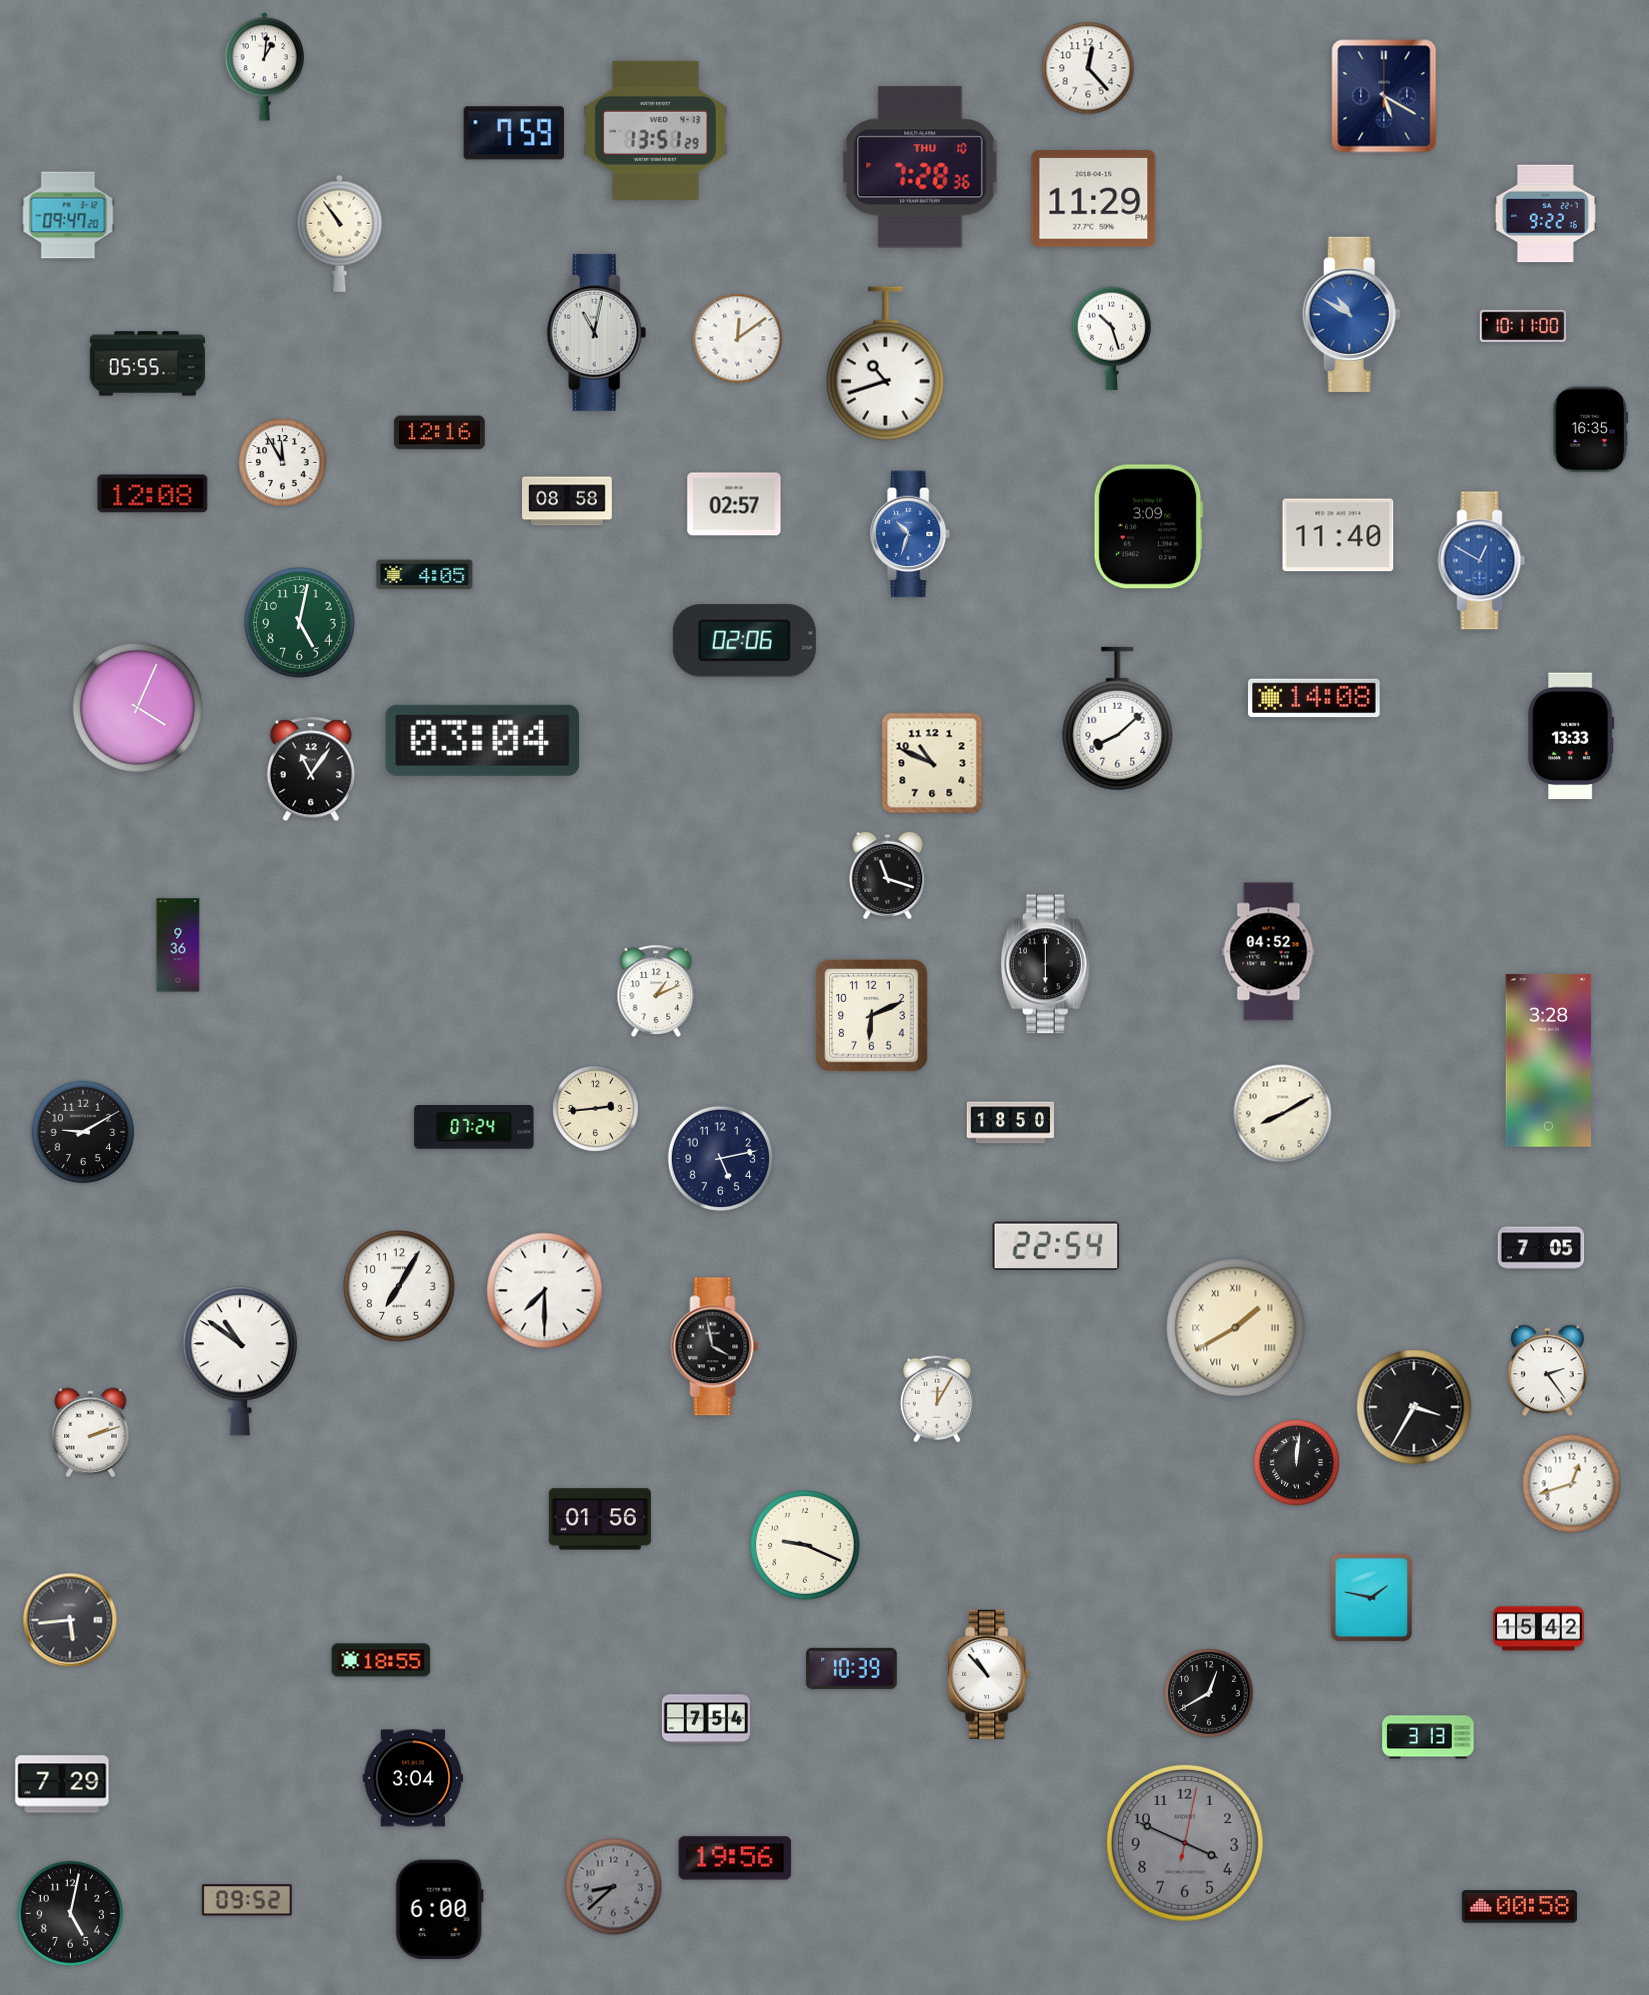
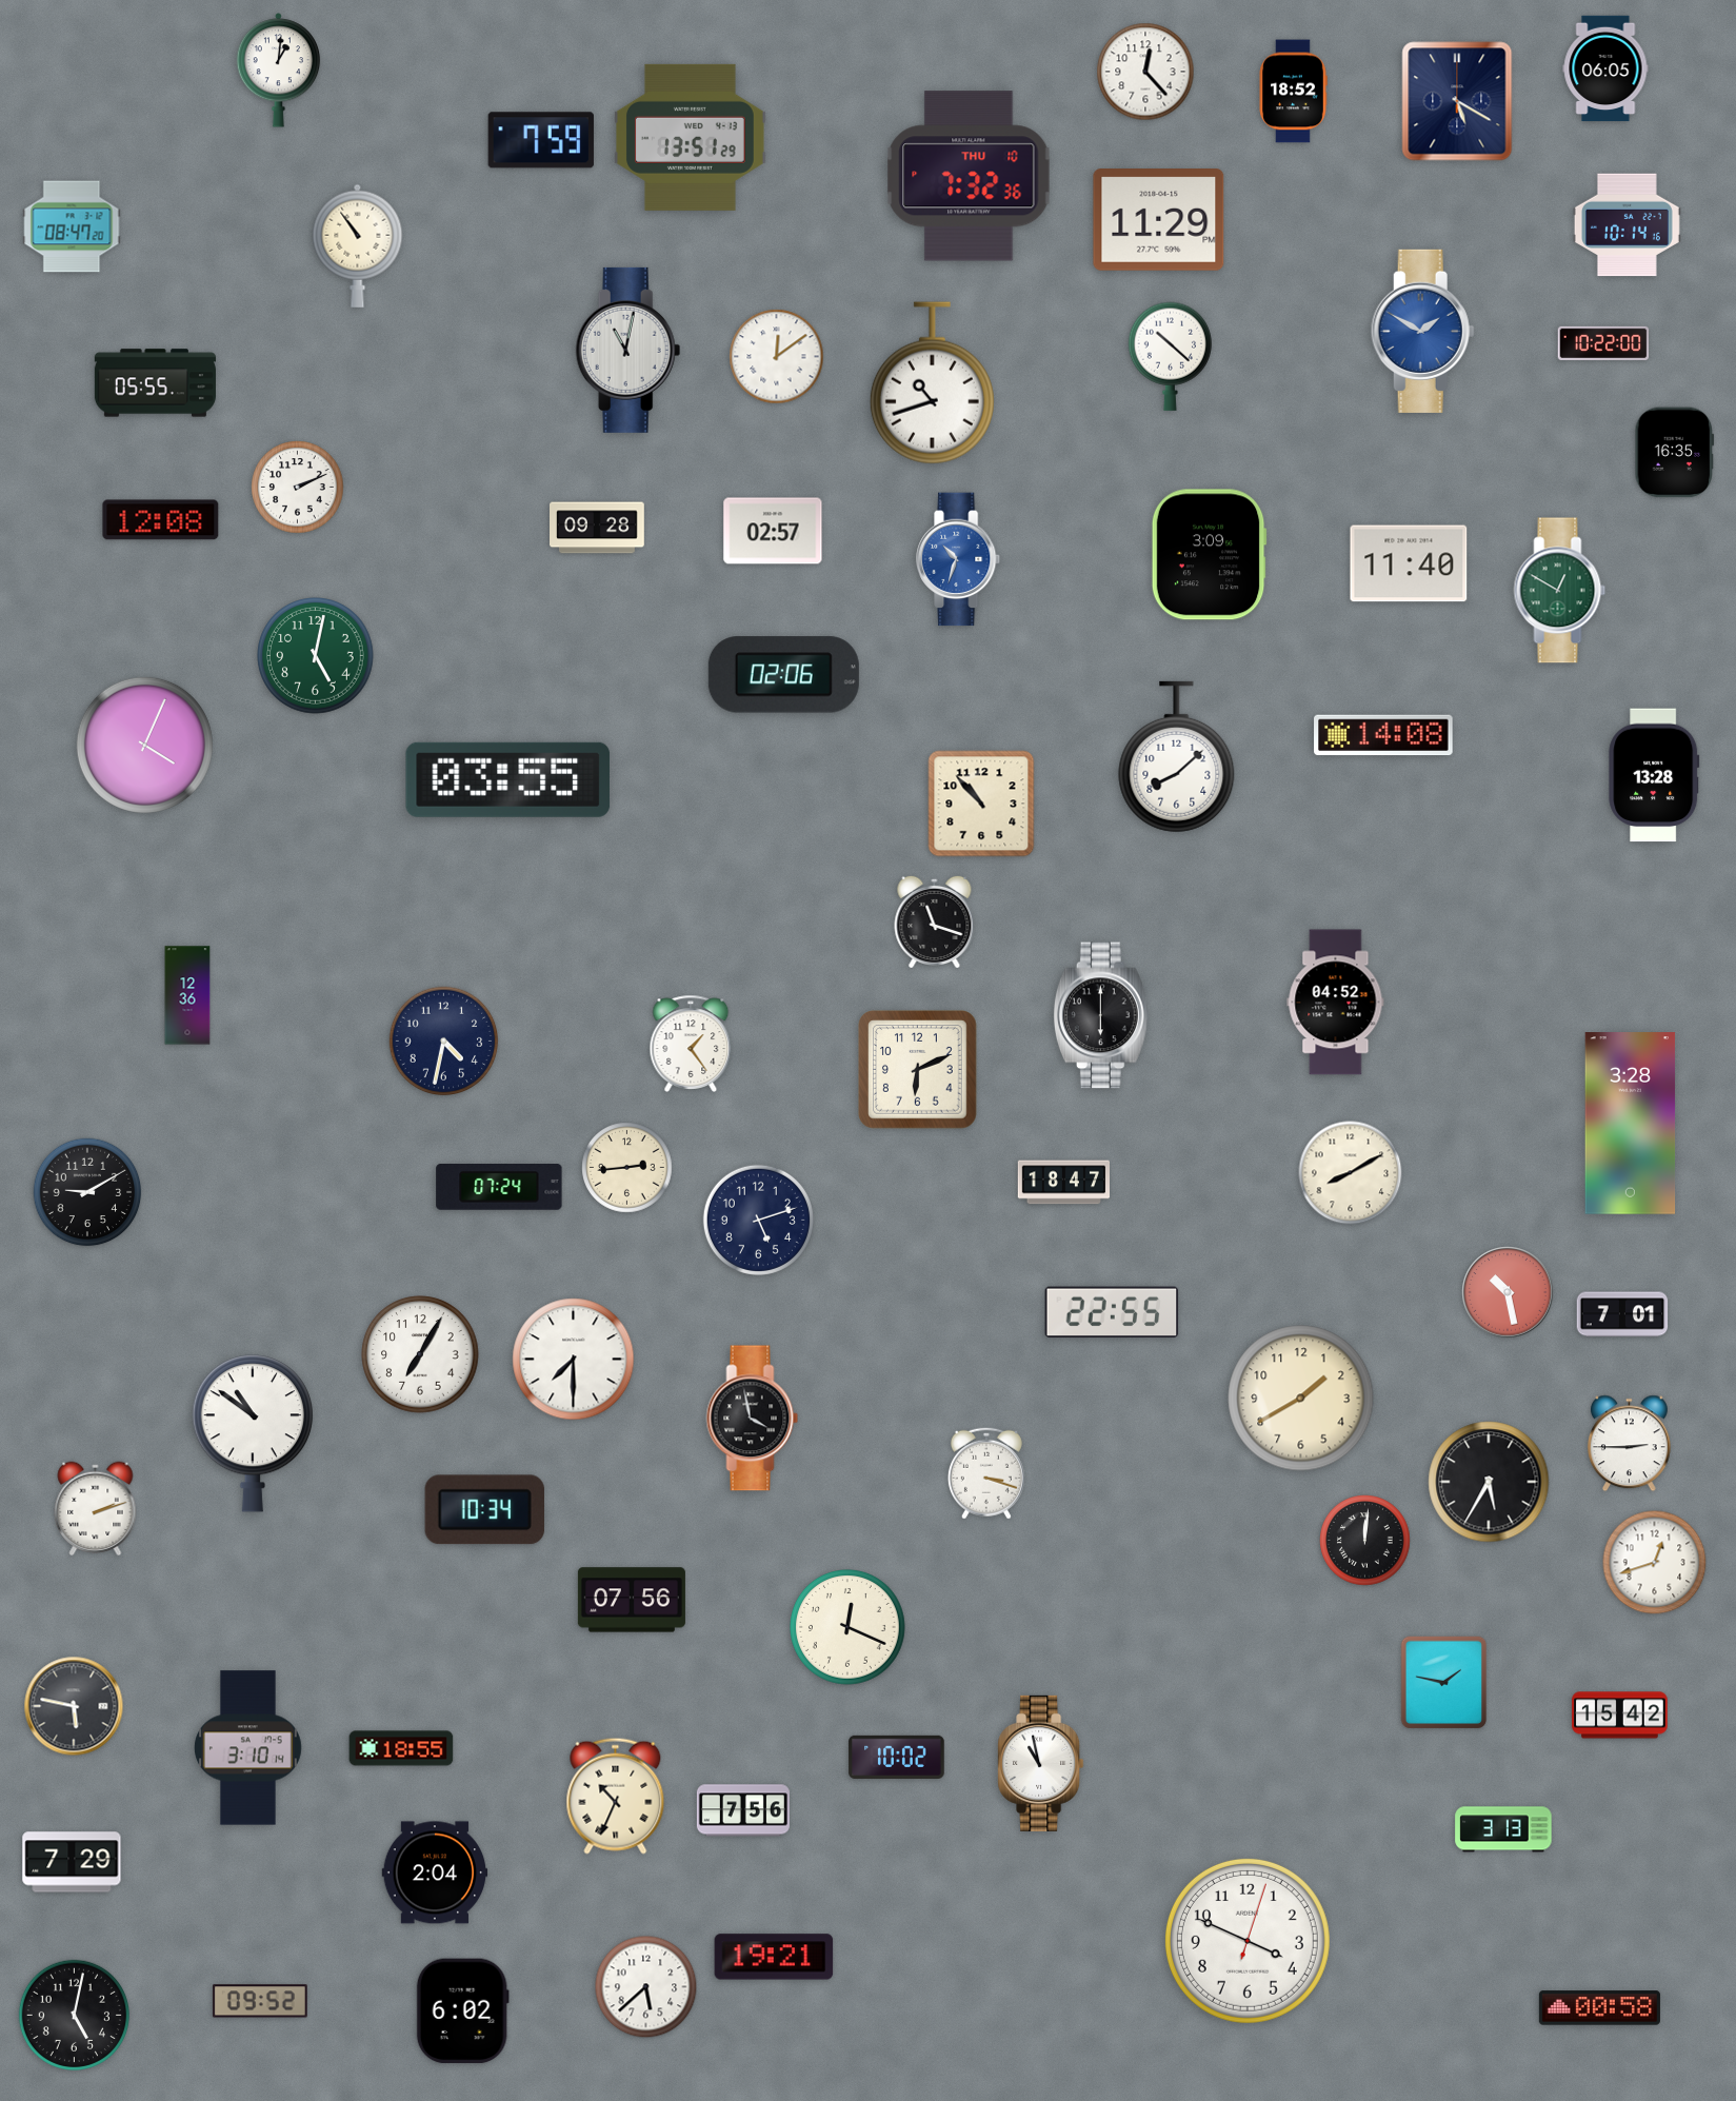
clock at (1605, 68): none -> 06:05
clock at (1293, 92): none -> 18:52
clock at (920, 167): 7:28 -> 7:32
clock at (1094, 199) position: (1094, 199) -> (1159, 220)
clock at (1545, 214): 9:22 -> 10:14
clock at (68, 215): 09:47 -> 08:47
clock at (1351, 314): 10:50 -> 1:50
clock at (1523, 326): 10:11 -> 10:22
clock at (1111, 338): 10:27 -> 10:22
clock at (440, 433): 12:16 -> none
clock at (283, 463): 11:55 -> 2:11
clock at (568, 501): 08:58 -> 09:28
clock at (911, 534) position: (911, 534) -> (959, 559)
clock at (1482, 561) dial: blue -> green
clock at (425, 575): 4:05 -> none
clock at (1571, 736): 13:33 -> 13:28
clock at (483, 740): 03:04 -> 03:55
clock at (932, 763): 10:49 -> 10:53
clock at (311, 769): 11:06 -> none
clock at (178, 945): 9:36 -> 12:36
clock at (444, 1042): none -> 4:32
clock at (656, 991): 1:11 -> 1:24
clock at (1549, 1061) position: (1549, 1061) -> (1631, 1124)
clock at (1010, 1123): 18:50 -> 18:47
clock at (720, 1158): 5:13 -> 5:12
clock at (1508, 1292): none -> 10:28
clock at (1056, 1246): 22:54 -> 22:55
clock at (1541, 1248): 7:05 -> 7:01
clock at (1236, 1328) numerals: Roman -> Arabic
clock at (1547, 1371): 2:24 -> 2:45
clock at (937, 1399): 12:05 -> 3:18
clock at (1414, 1407): 3:35 -> 5:35
clock at (484, 1510): none -> 10:34
clock at (600, 1519): 01:56 -> 07:56
clock at (806, 1546): 9:19 -> 12:19
clock at (70, 1620): 5:44 -> 5:47
clock at (247, 1748): none -> 3:10
clock at (852, 1668): 10:39 -> 10:02
clock at (989, 1674): 10:53 -> 10:58
clock at (1209, 1693): 12:40 -> none
clock at (616, 1796): none -> 10:34
clock at (706, 1719): 7:54 -> 7:56
clock at (413, 1778): 3:04 -> 2:04
clock at (62, 1784) position: (62, 1784) -> (72, 1862)
clock at (1185, 1843): 3:49:02 -> 3:49:03
clock at (1185, 1843) dial: grey -> white
clock at (735, 1858): 19:56 -> 19:21
clock at (614, 1887): 8:38 -> 5:38
clock at (614, 1887) dial: grey -> white
clock at (439, 1910): 6:00 -> 6:02
